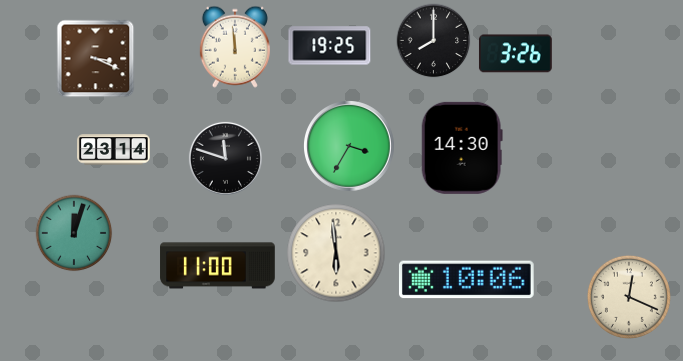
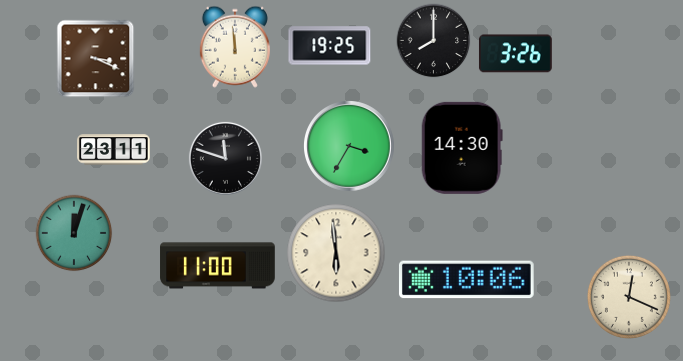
clock at (114, 150): 23:14 -> 23:11
